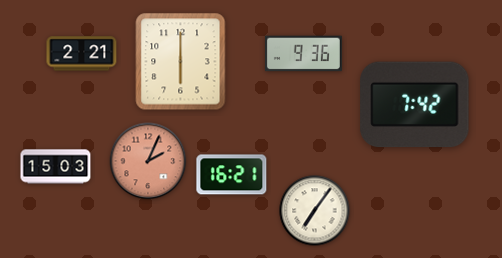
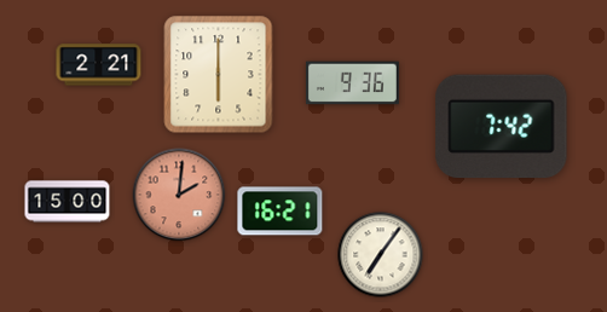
clock at (303, 54) position: (303, 54) -> (352, 83)
clock at (148, 161): 2:04 -> 2:01
clock at (56, 167): 15:03 -> 15:00
